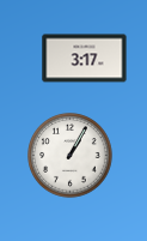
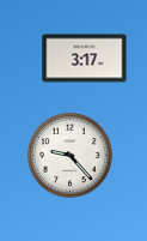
clock at (71, 156): 1:05 -> 9:23
